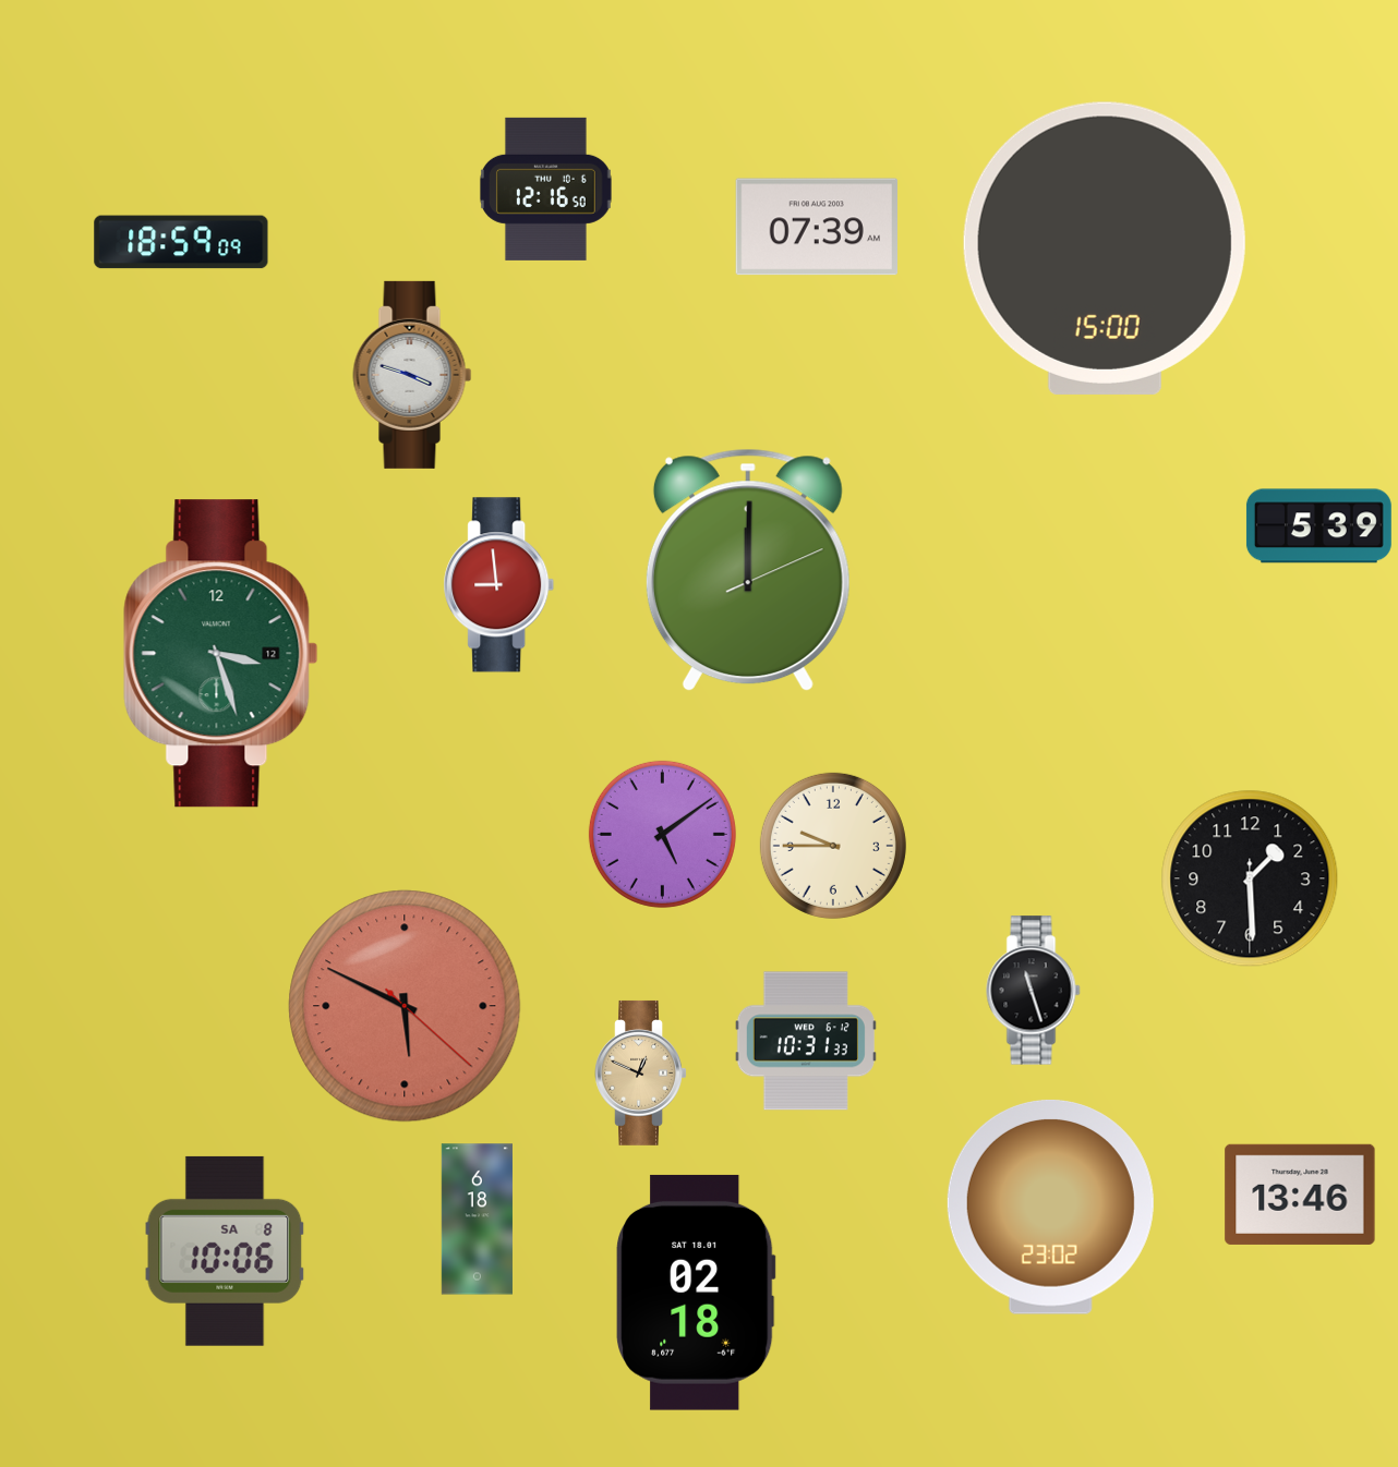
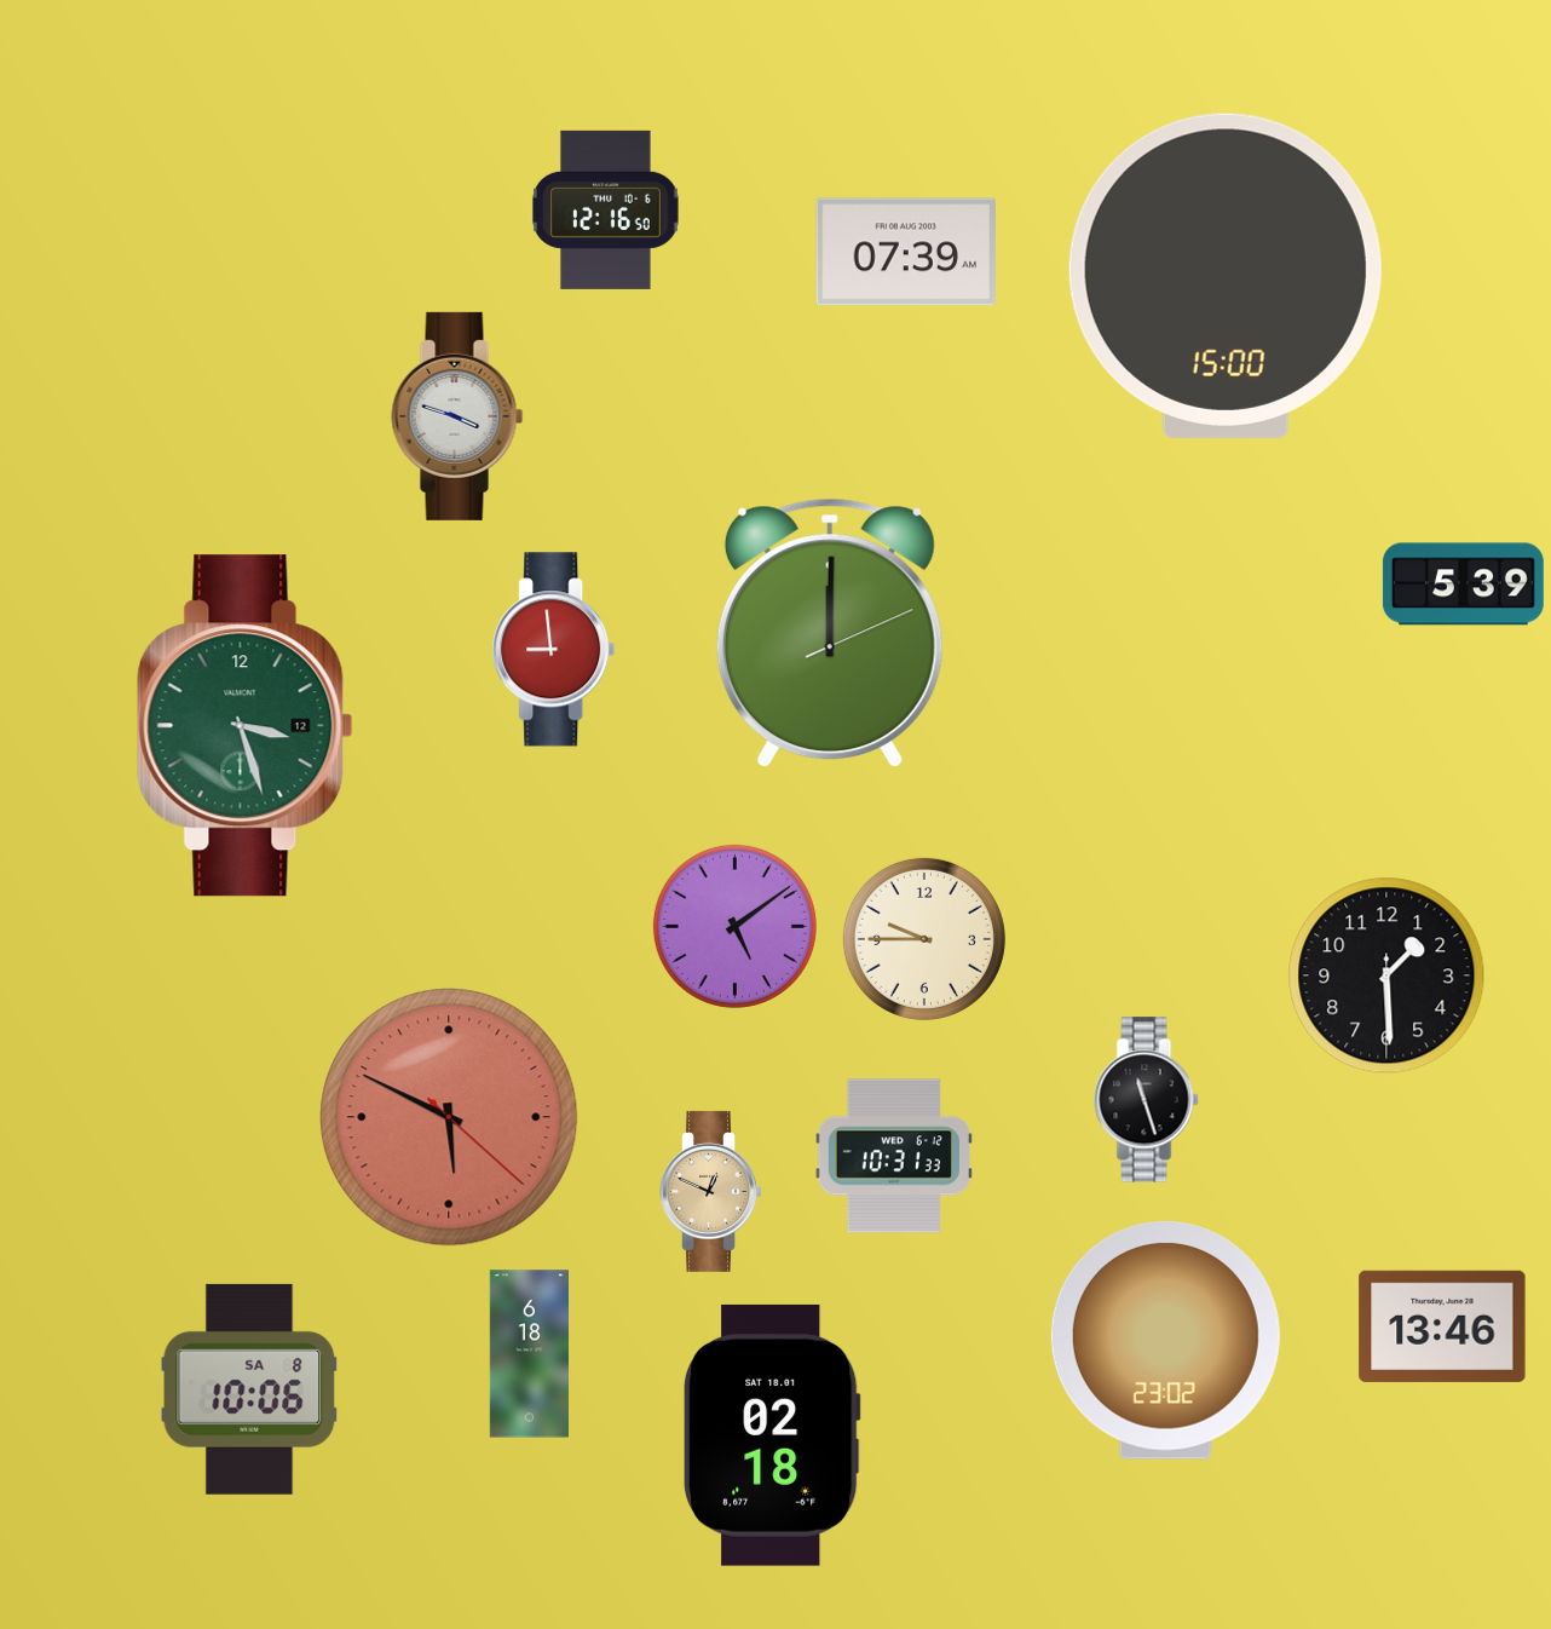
clock at (181, 242): 18:59 -> none
